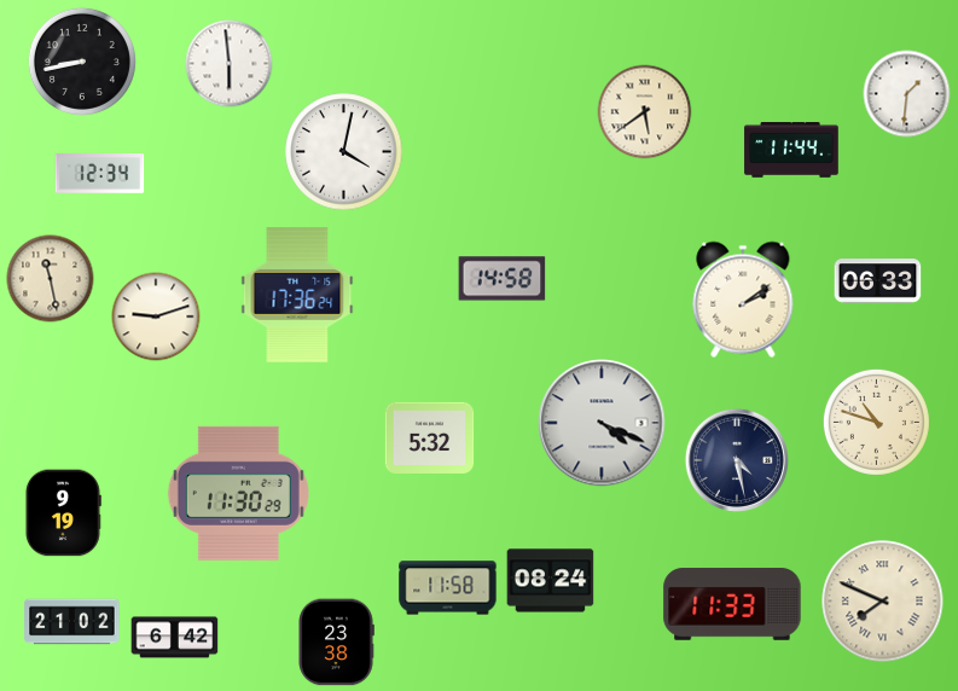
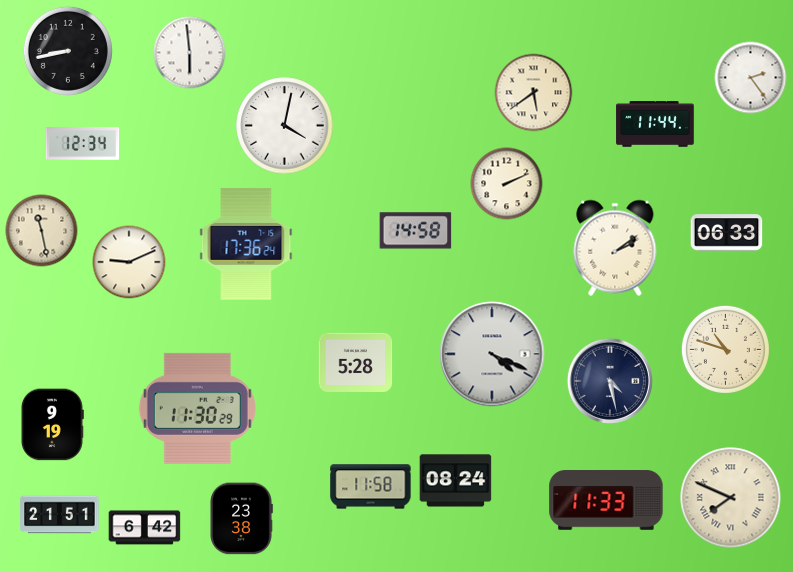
clock at (907, 94): 1:31 -> 2:24
clock at (507, 184): none -> 2:11
clock at (156, 317): 9:12 -> 9:11
clock at (602, 423) position: (602, 423) -> (492, 354)
clock at (430, 437): 5:32 -> 5:28
clock at (72, 622): 21:02 -> 21:51
clock at (336, 643) position: (336, 643) -> (241, 519)
